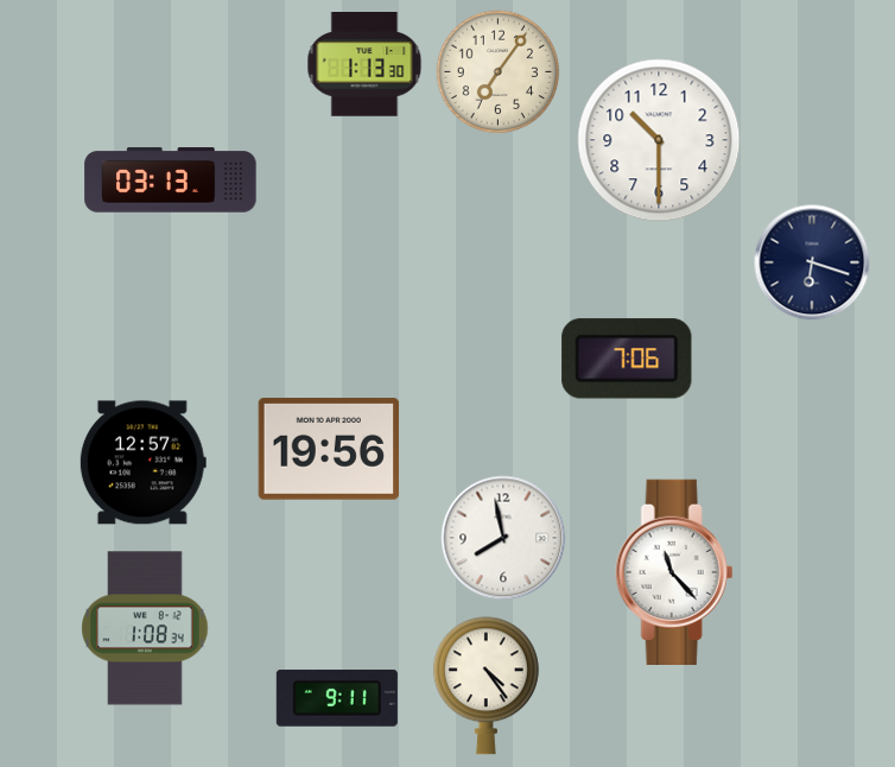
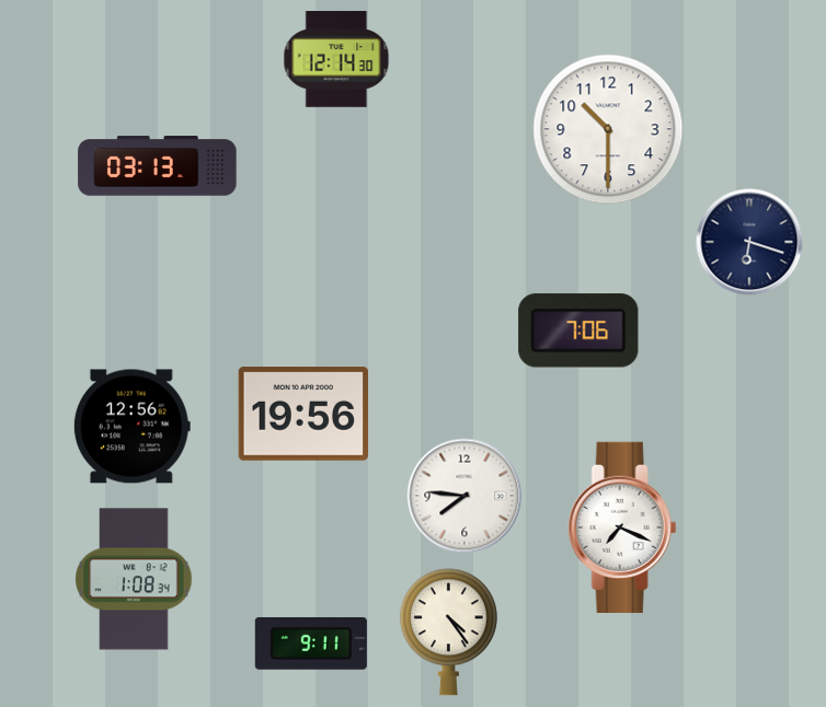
clock at (364, 65): 1:13 -> 12:14
clock at (499, 72): 7:06 -> none
clock at (142, 463): 12:57 -> 12:56
clock at (503, 538): 7:58 -> 7:46
clock at (674, 571): 11:23 -> 7:19
